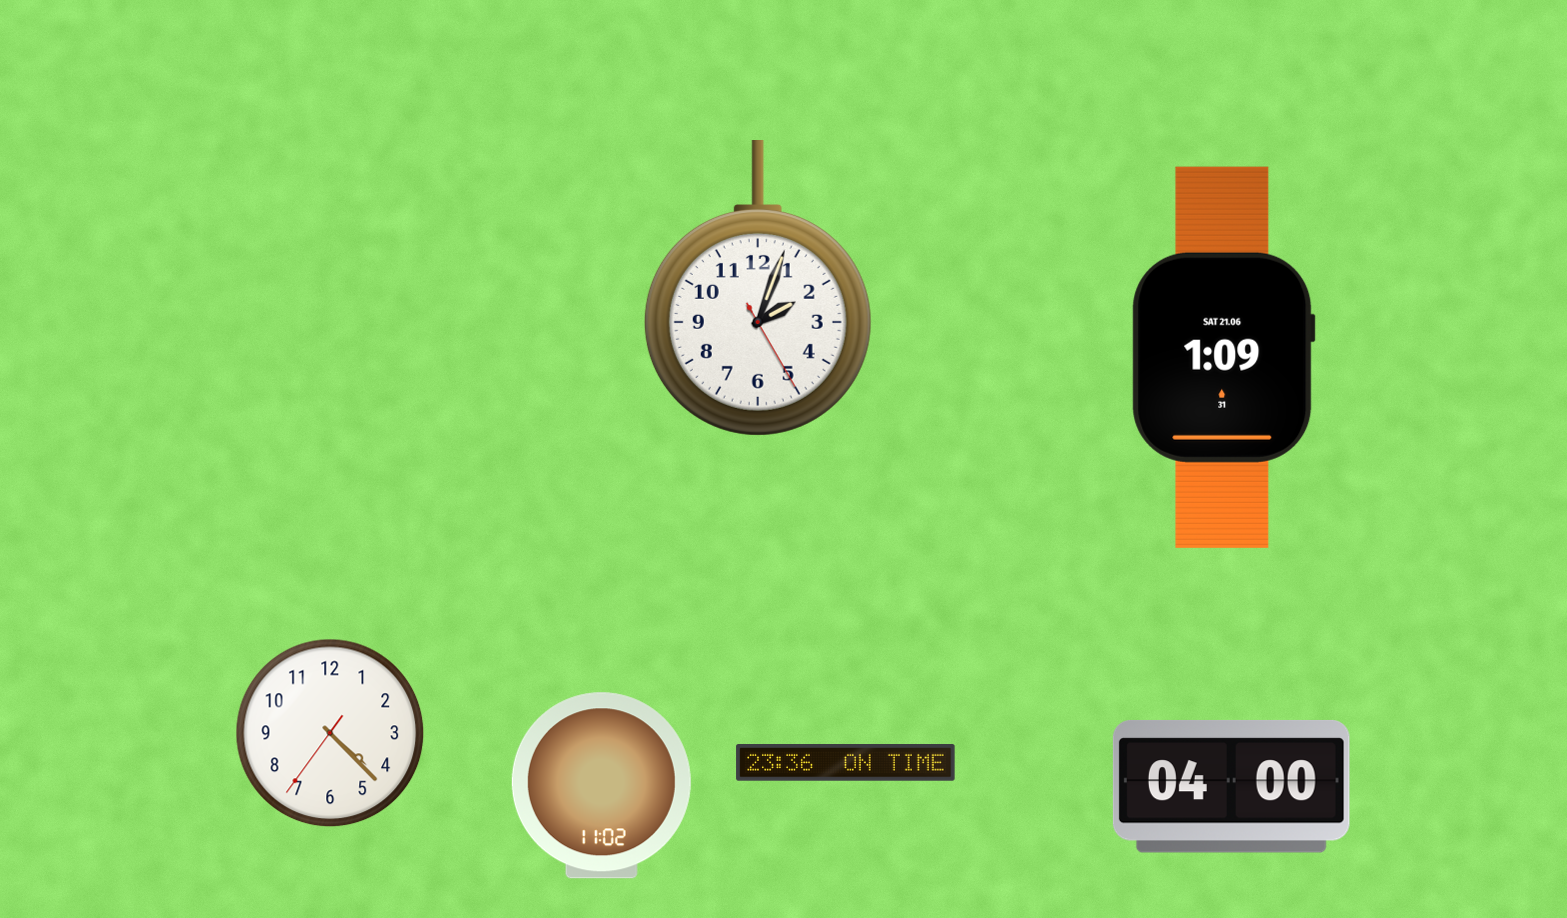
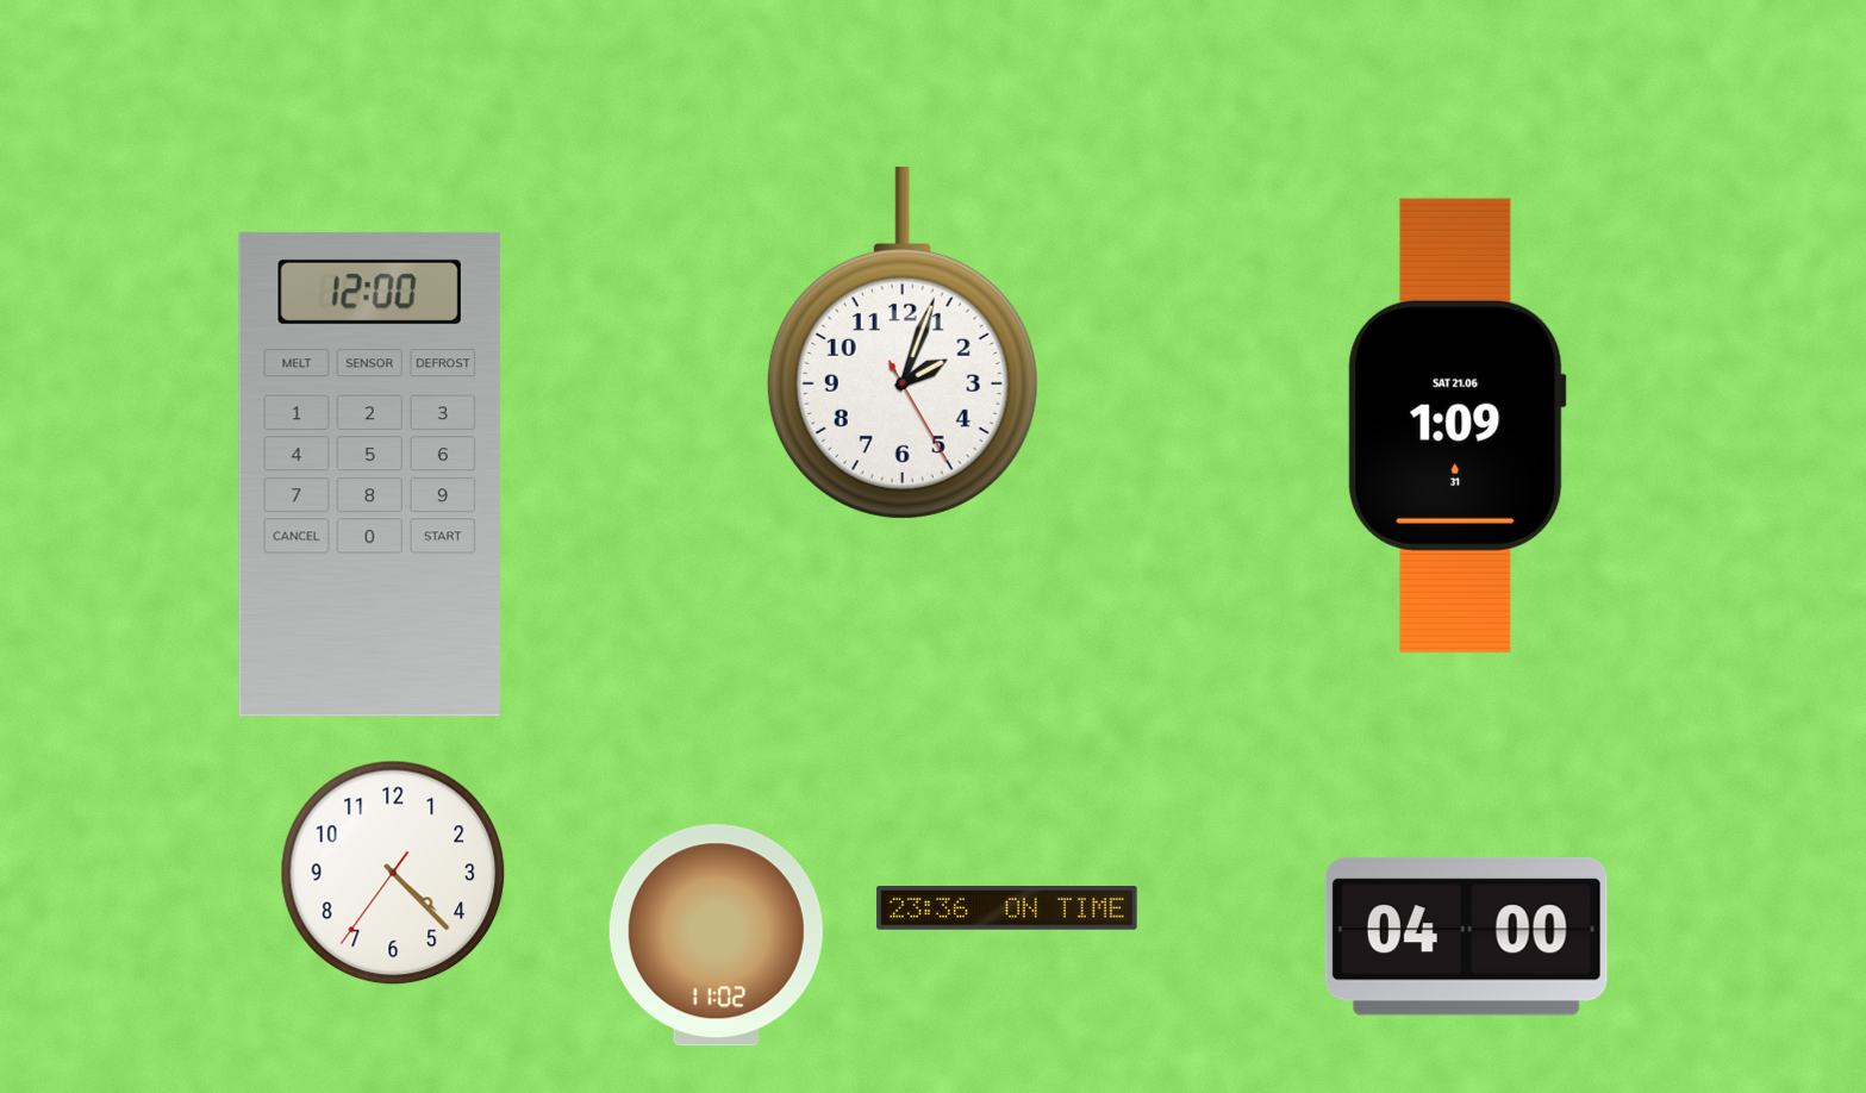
clock at (369, 474): none -> 12:00
